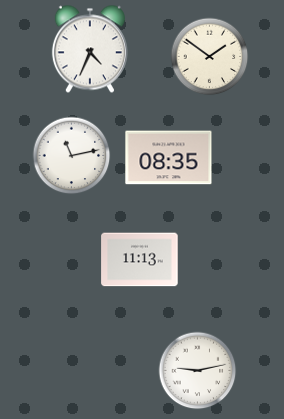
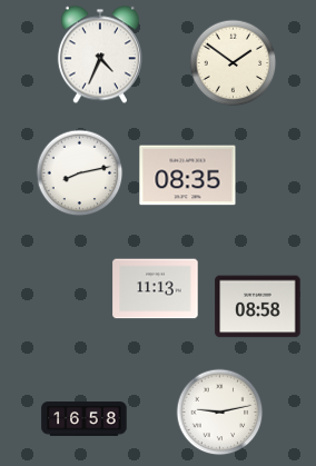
clock at (71, 155): 11:13 -> 8:13
clock at (258, 307): none -> 08:58
clock at (85, 419): none -> 16:58
